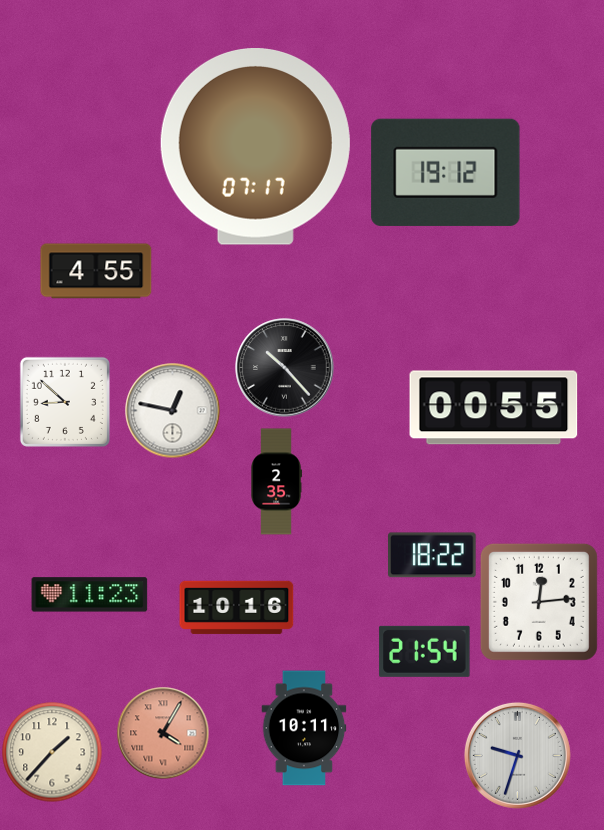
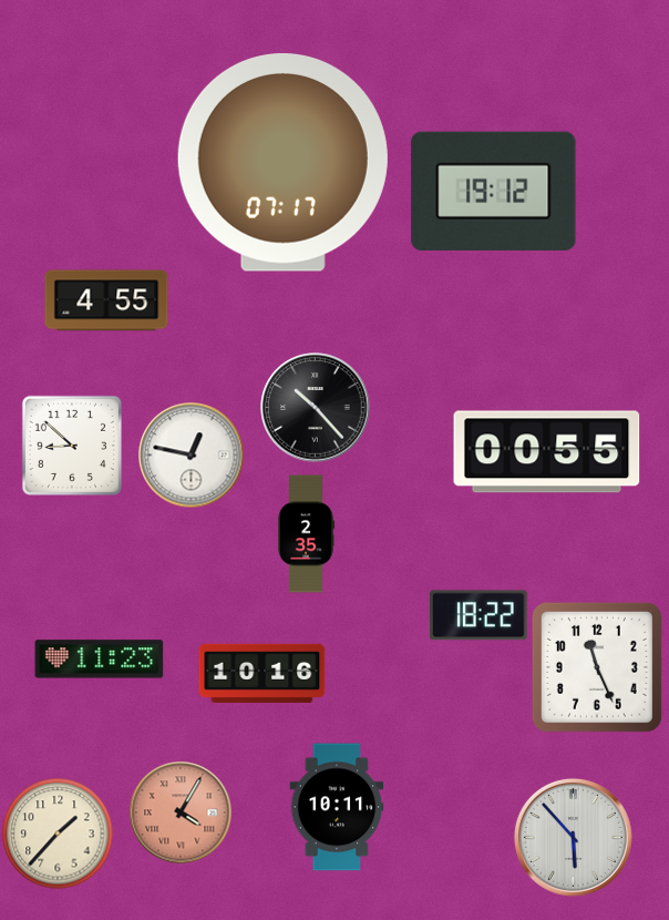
clock at (539, 602): 12:14 -> 11:26
clock at (425, 651): 21:54 -> none
clock at (517, 755): 9:33 -> 5:53
